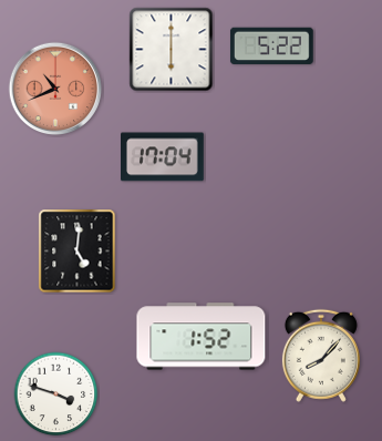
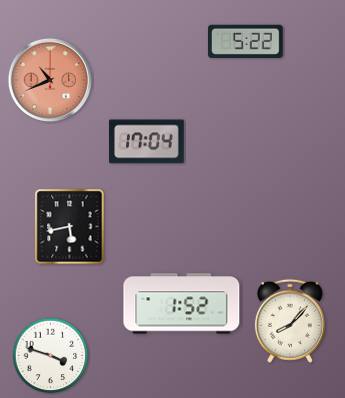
clock at (172, 50): 6:00 -> none
clock at (78, 252): 5:01 -> 5:43
